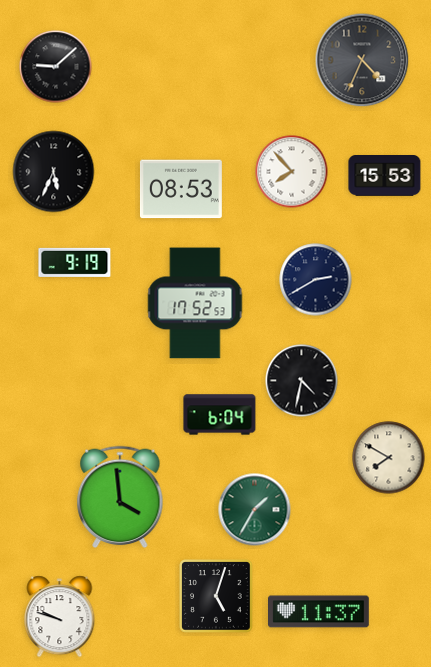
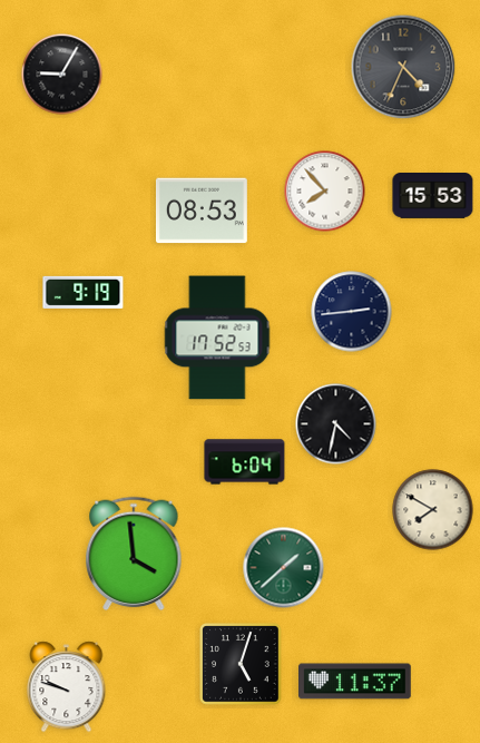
clock at (56, 67): 9:08 -> 9:05
clock at (54, 172): 5:34 -> none
clock at (385, 176) position: (385, 176) -> (433, 196)
clock at (316, 280): 2:40 -> 2:44
clock at (255, 510): 1:35 -> 1:38
